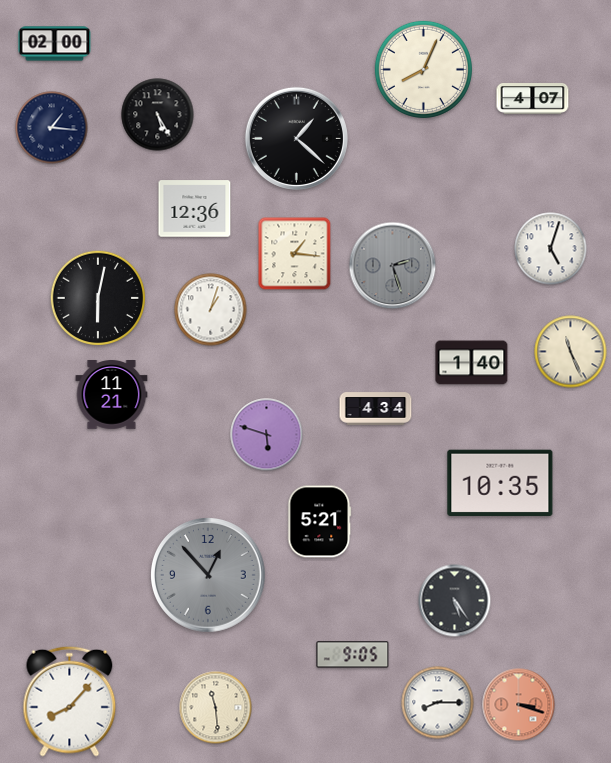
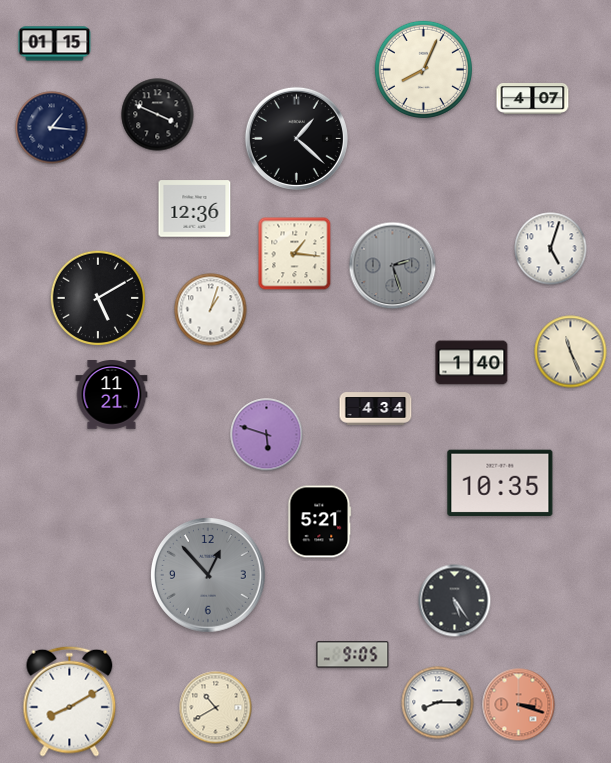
clock at (55, 44): 02:00 -> 01:15
clock at (158, 115): 5:25 -> 3:49
clock at (97, 297): 6:02 -> 5:10
clock at (70, 701): 8:07 -> 8:10
clock at (216, 708): 11:29 -> 10:40
